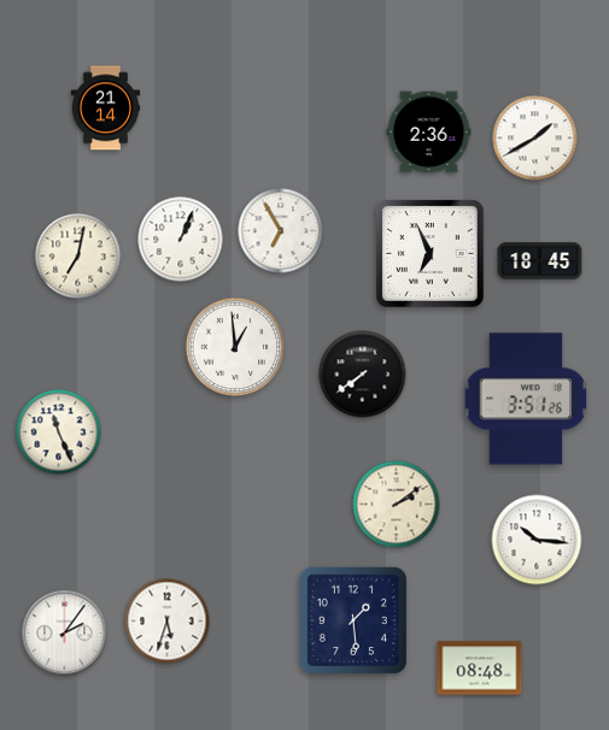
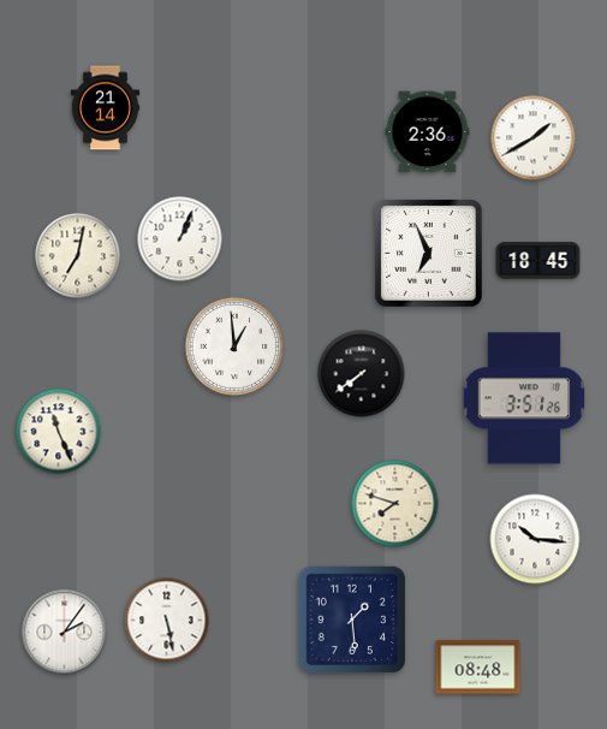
clock at (281, 231): 6:55 -> none
clock at (397, 505): 2:09 -> 7:48
clock at (168, 622): 5:33 -> 5:28
